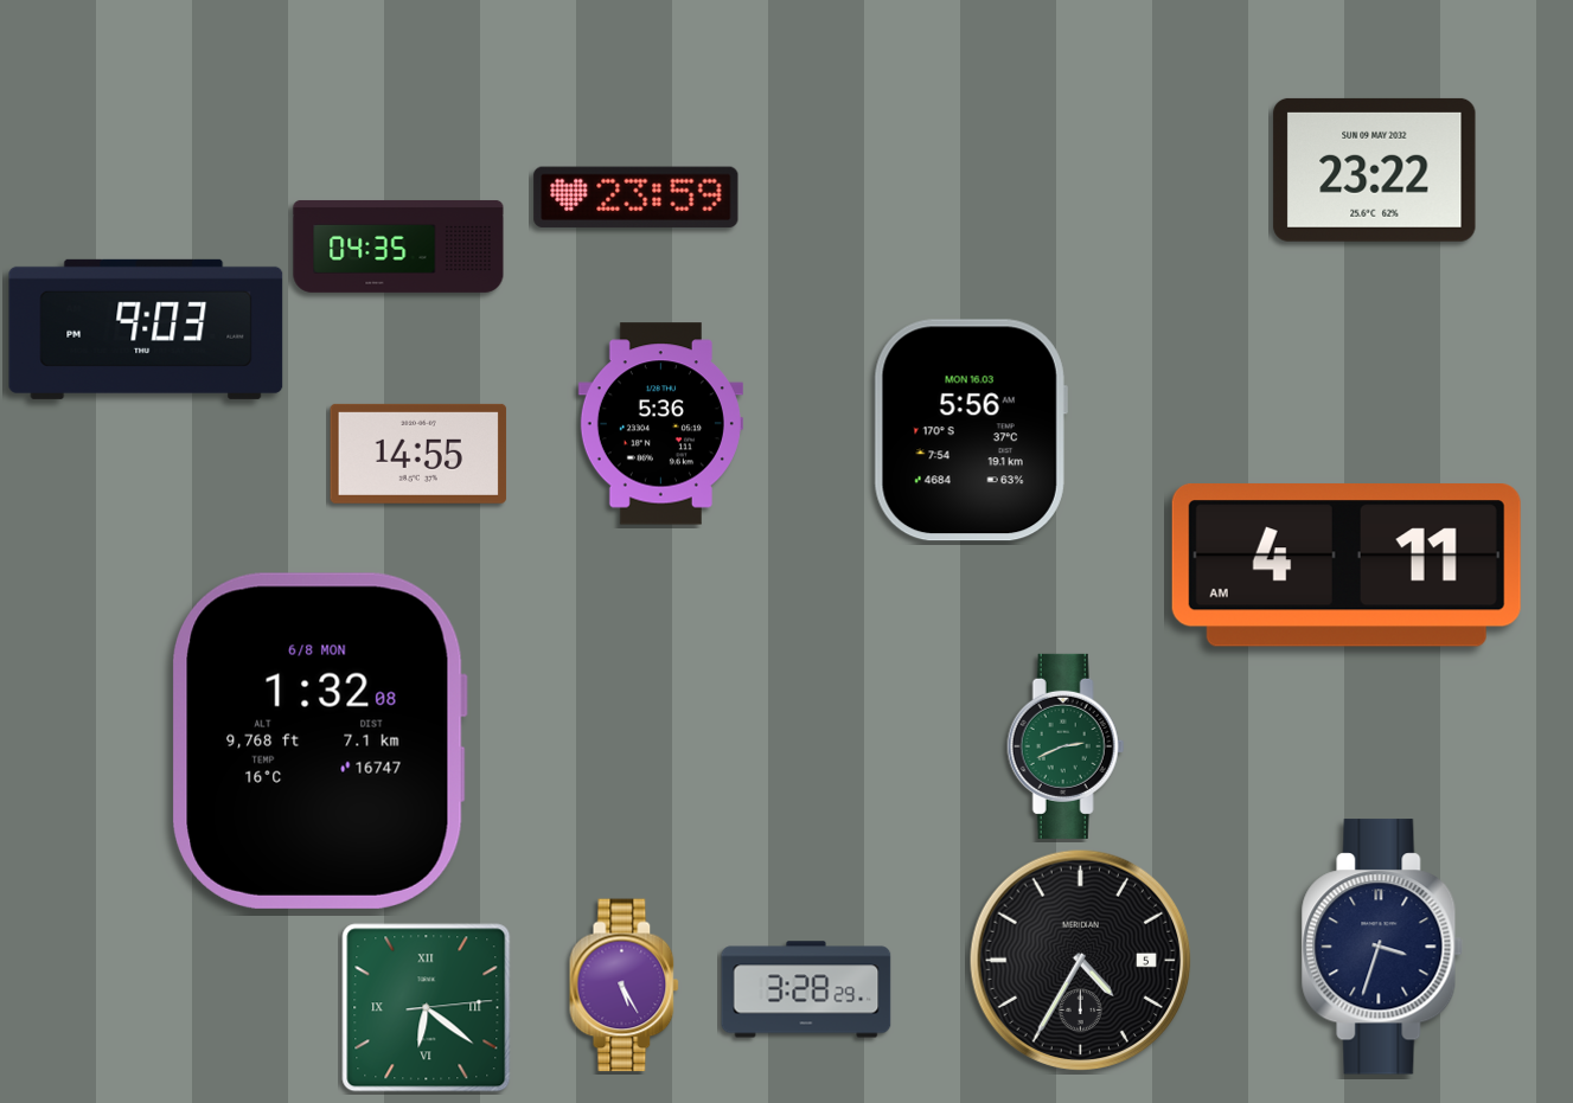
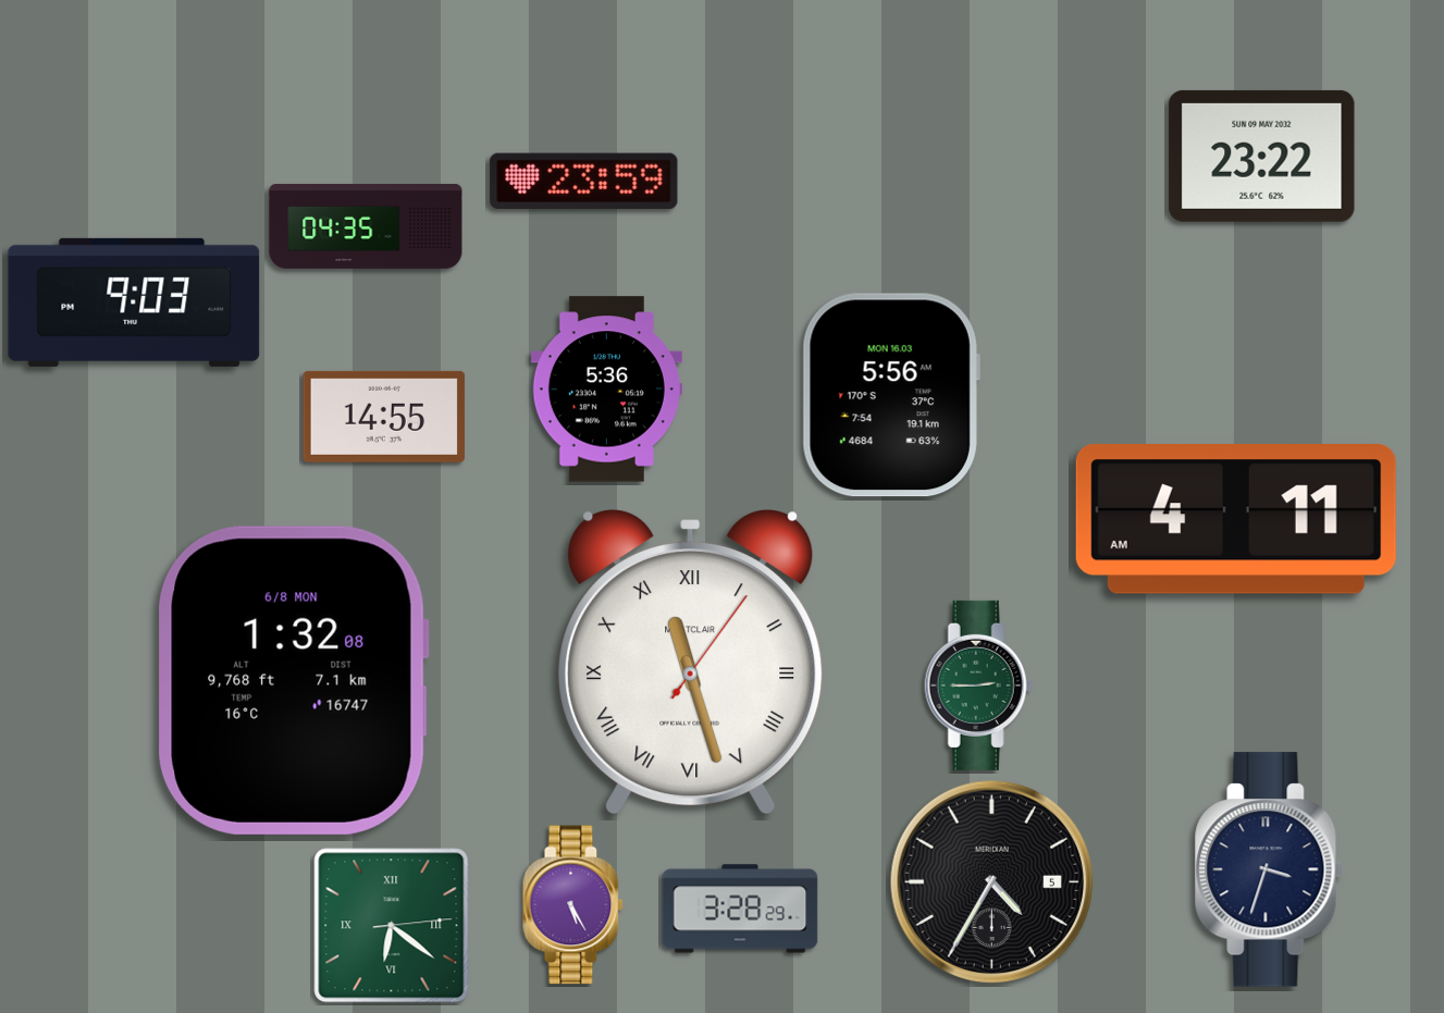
clock at (691, 663): none -> 11:27
clock at (1066, 746): 2:41 -> 2:45
